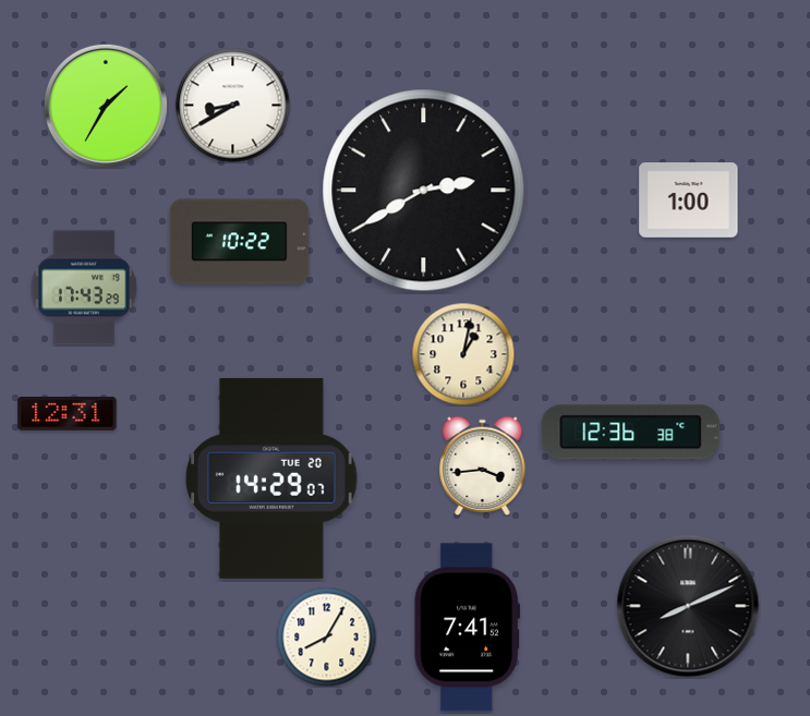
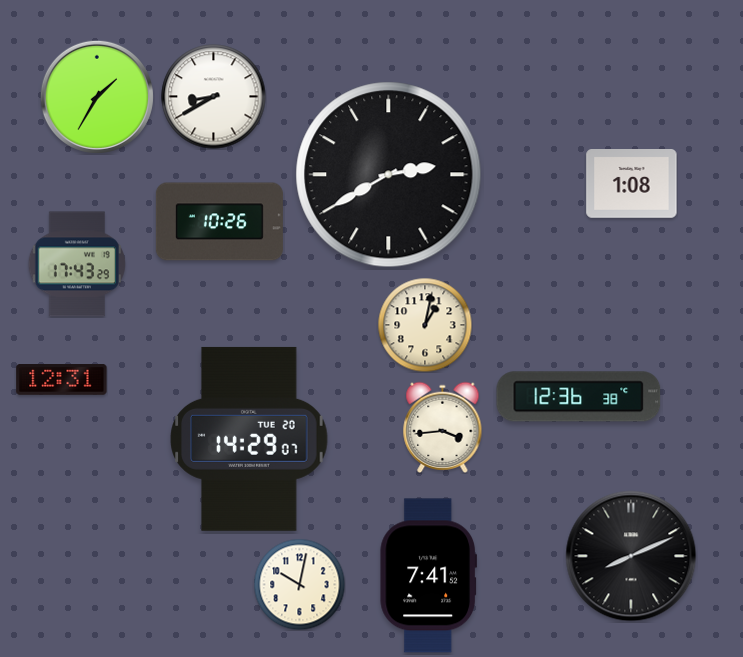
clock at (689, 201): 1:00 -> 1:08
clock at (239, 242): 10:22 -> 10:26
clock at (326, 636): 8:05 -> 10:02
